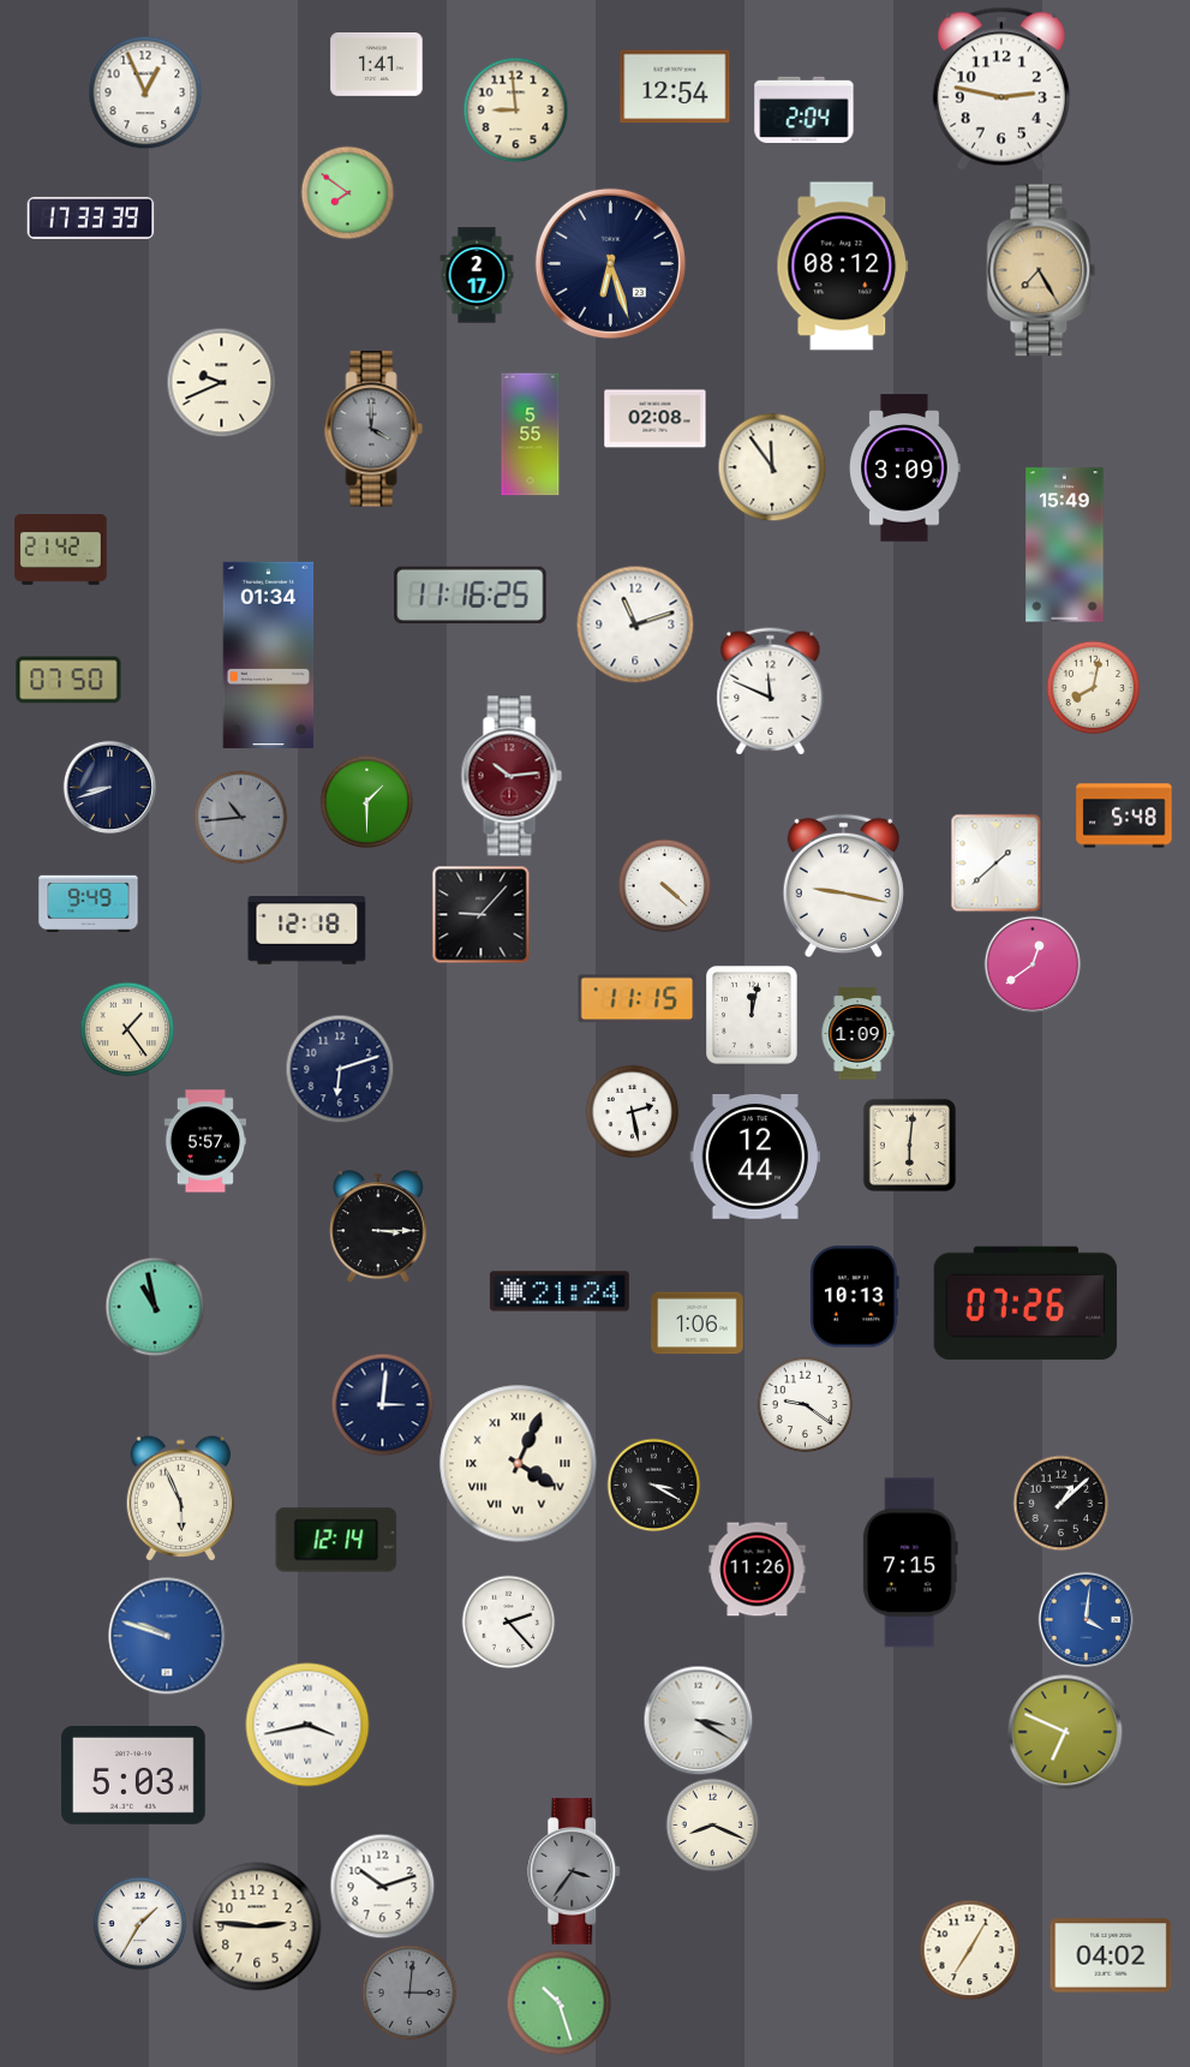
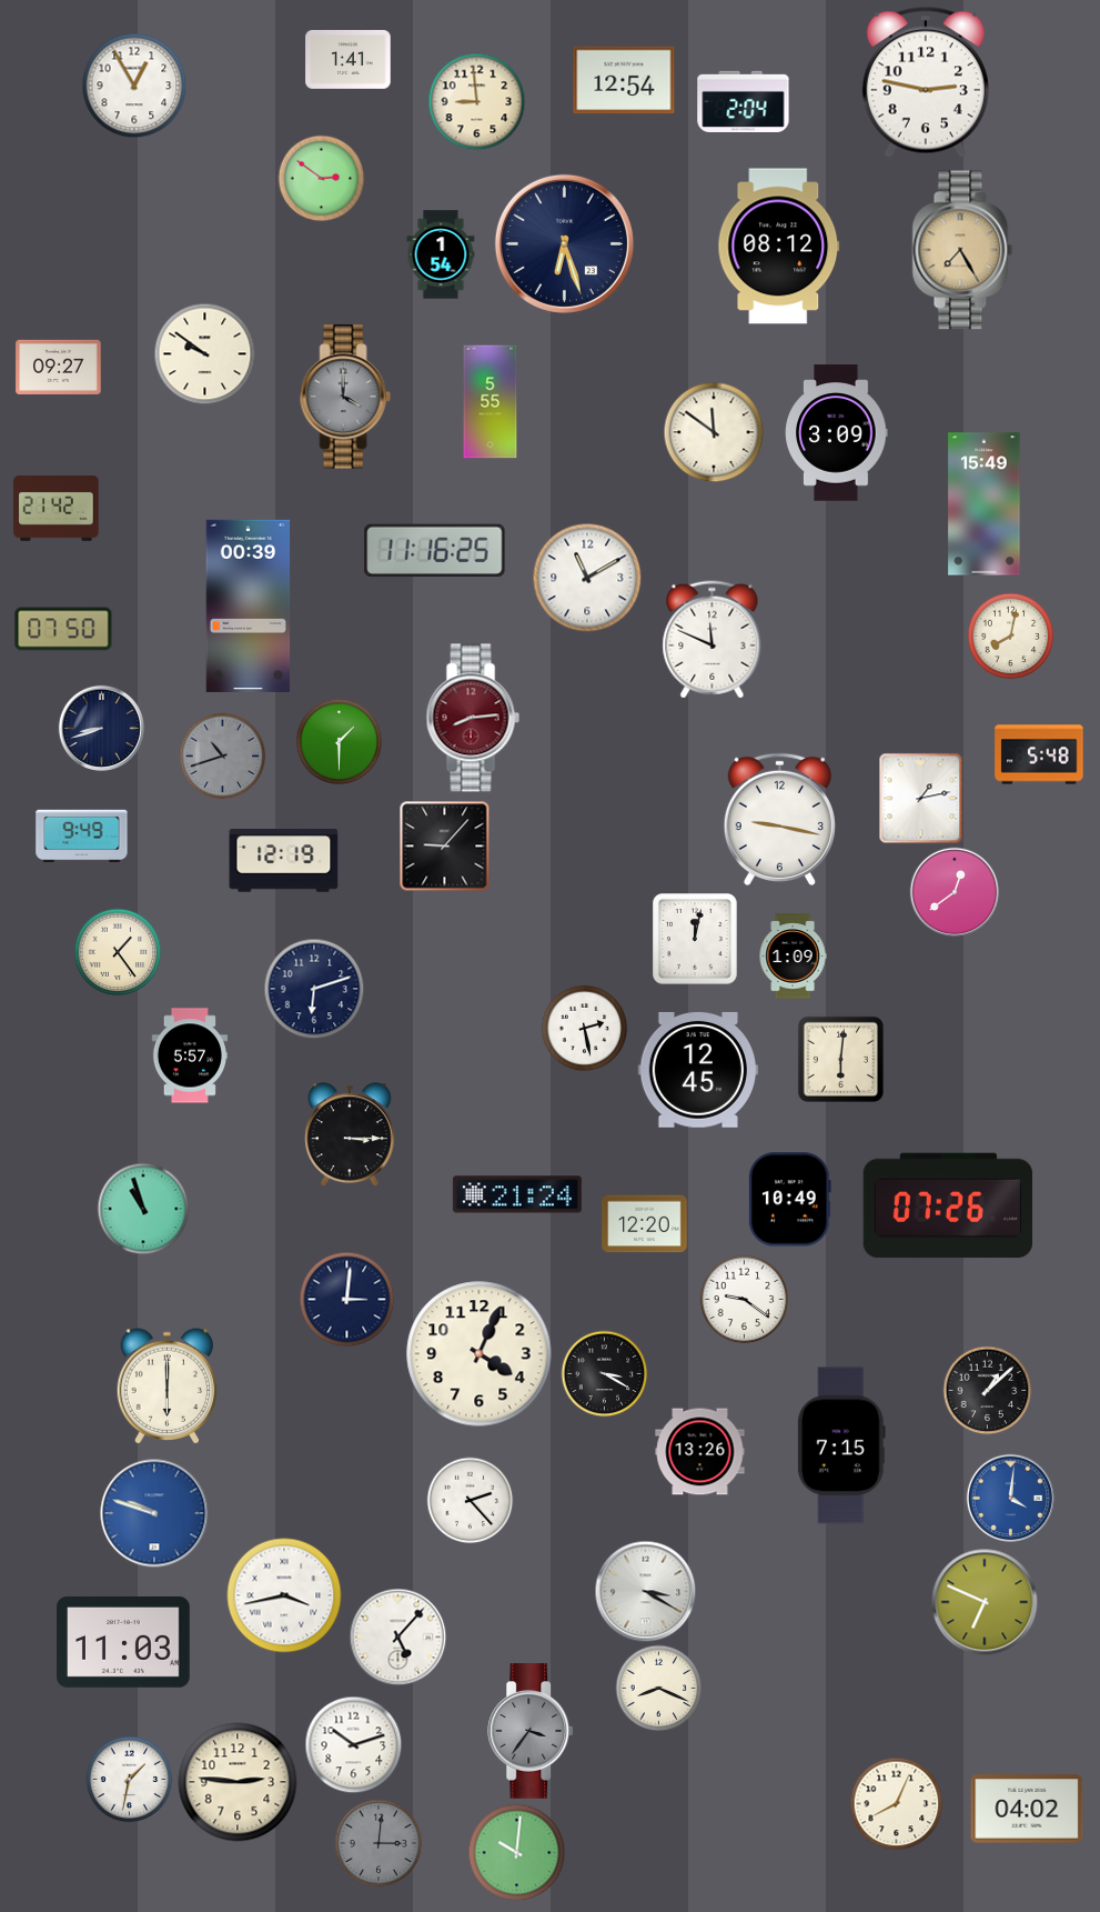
clock at (145, 92): 12:56 -> 12:55
clock at (347, 192): 7:51 -> 2:51
clock at (91, 217): 17:33 -> none
clock at (477, 275): 2:17 -> 1:54
clock at (221, 382): 9:41 -> 9:51
clock at (59, 367): none -> 09:27
clock at (656, 419): 02:08 -> none
clock at (772, 467): 11:54 -> 11:51
clock at (635, 625): 11:12 -> 11:10
clock at (269, 655): 01:34 -> 00:39
clock at (512, 776): 10:14 -> 8:14
clock at (240, 817): 10:44 -> 10:42
clock at (997, 862): 1:38 -> 1:13
clock at (664, 885): 4:22 -> none
clock at (307, 931): 12:18 -> 12:19
clock at (638, 999): 11:15 -> none
clock at (754, 1157): 12:44 -> 12:45
clock at (855, 1297): 10:13 -> 10:49
clock at (155, 1307): 10:58 -> 10:57
clock at (698, 1324): 1:06 -> 12:20
clock at (382, 1404) position: (382, 1404) -> (346, 1299)
clock at (519, 1464) numerals: Roman -> Arabic
clock at (181, 1499): 5:56 -> 6:00
clock at (1060, 1503) position: (1060, 1503) -> (987, 1390)
clock at (336, 1540): 12:14 -> none
clock at (758, 1570): 11:26 -> 13:26
clock at (1086, 1619) position: (1086, 1619) -> (1010, 1498)
clock at (397, 1636): none -> 5:07
clock at (134, 1775): 5:03 -> 11:03
clock at (139, 1923): 1:35 -> 1:32
clock at (969, 1949): 7:05 -> 8:04
clock at (558, 2002): 10:27 -> 10:01
